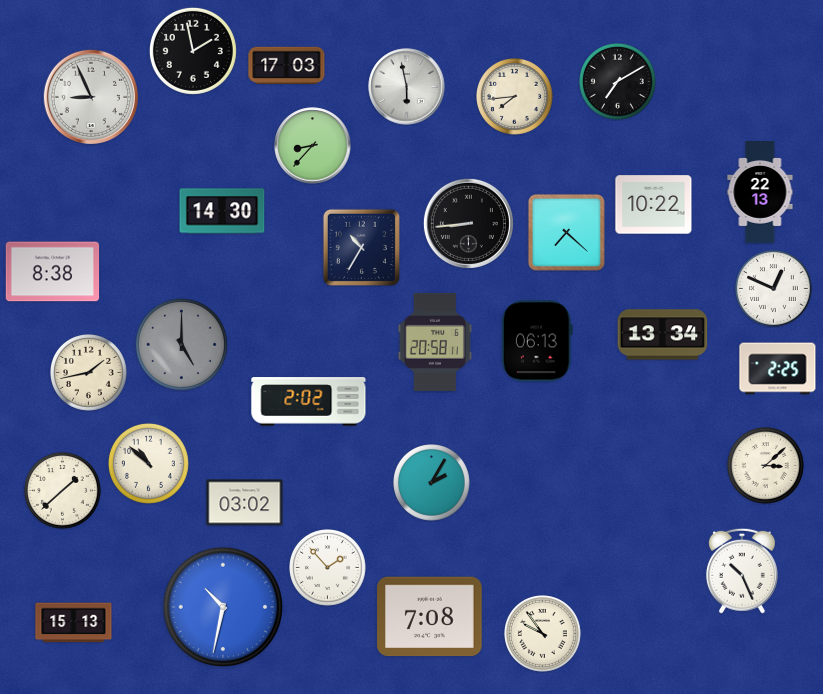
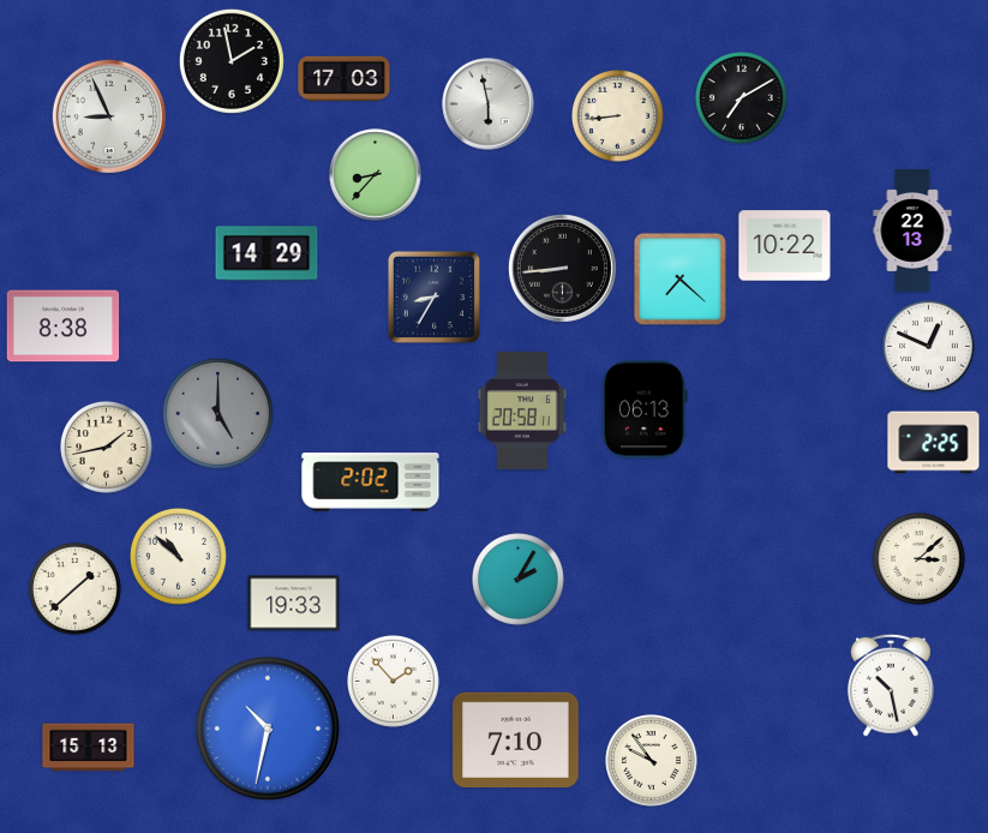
clock at (515, 97): 7:44 -> 8:44
clock at (222, 211): 14:30 -> 14:29
clock at (361, 247): 10:35 -> 8:35
clock at (663, 335): 13:34 -> none
clock at (245, 503): 03:02 -> 19:33
clock at (742, 571): 10:26 -> 10:28
clock at (430, 617): 7:08 -> 7:10
